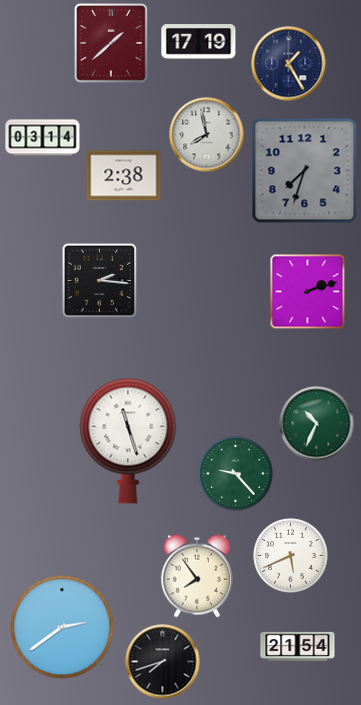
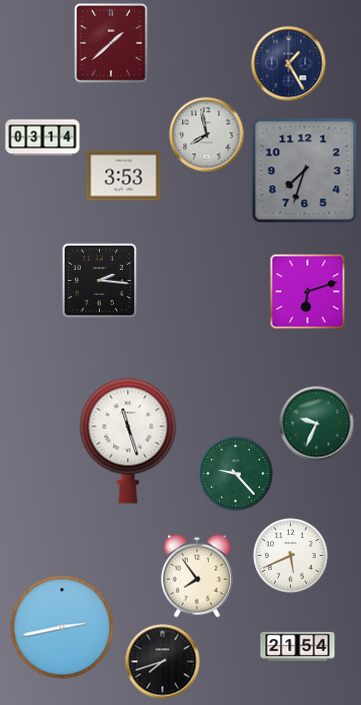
clock at (199, 42): 17:19 -> none
clock at (124, 176): 2:38 -> 3:53
clock at (308, 292): 2:12 -> 6:12
clock at (317, 424): 10:34 -> 9:34
clock at (62, 627): 2:39 -> 2:43
